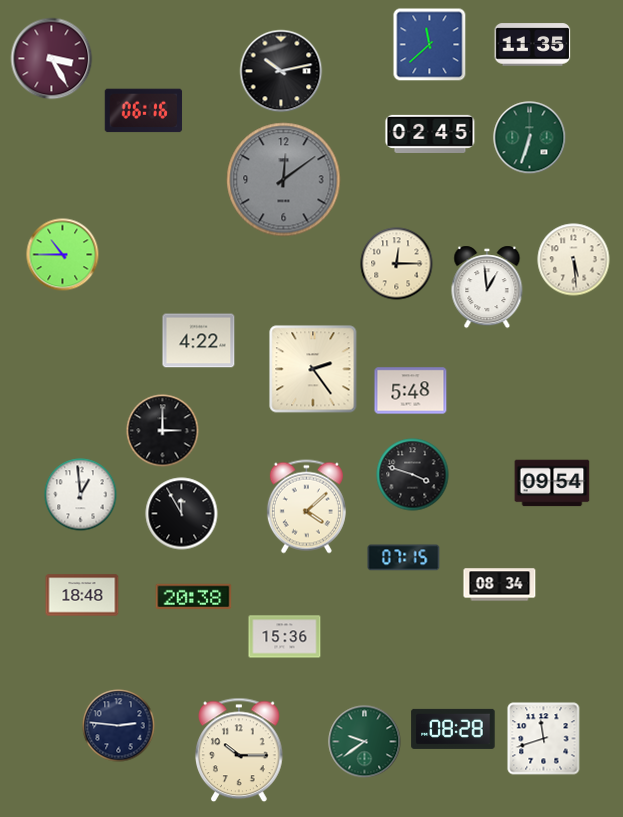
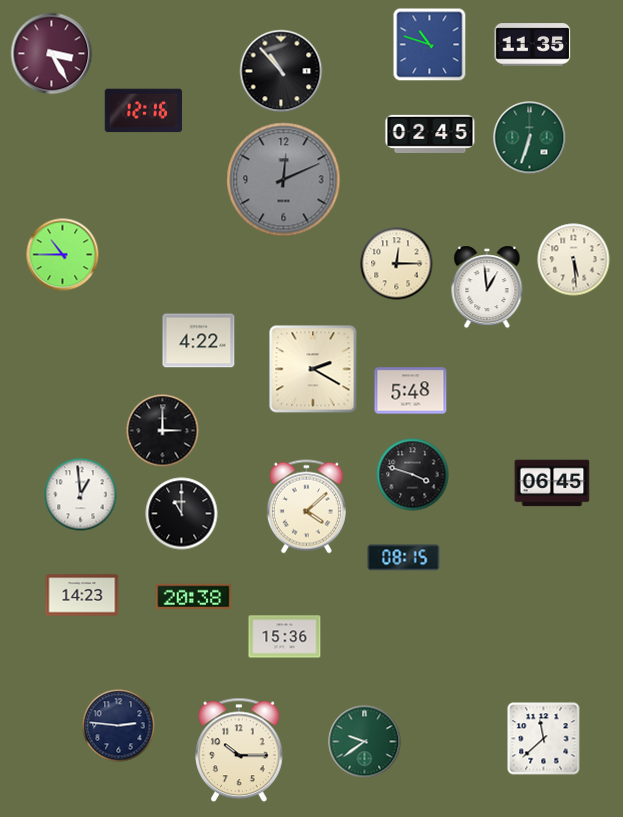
clock at (430, 45): 11:38 -> 10:48
clock at (52, 59) position: (52, 59) -> (52, 54)
clock at (281, 71): 10:13 -> 10:53
clock at (144, 111): 06:16 -> 12:16
clock at (284, 180): 12:09 -> 12:11
clock at (313, 369): 2:24 -> 2:20
clock at (552, 483): 09:54 -> 06:45
clock at (182, 514): 11:55 -> 11:00
clock at (404, 558): 07:15 -> 08:15
clock at (500, 585): 08:34 -> none
clock at (82, 595): 18:48 -> 14:23
clock at (453, 729): 08:28 -> none
clock at (544, 739): 11:42 -> 11:38
